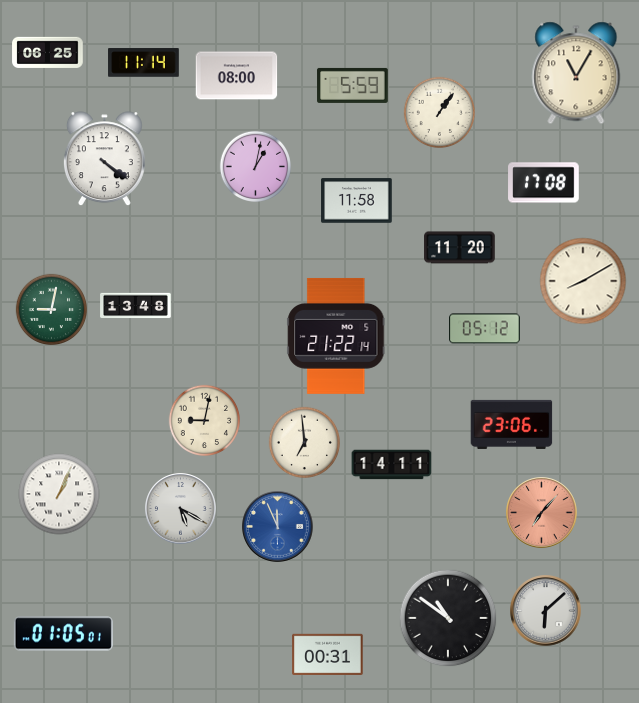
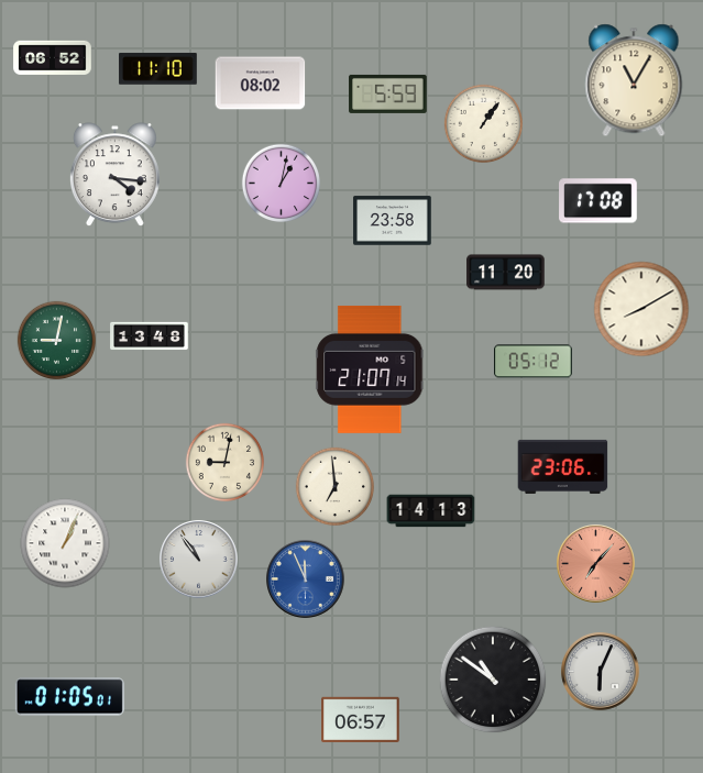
clock at (48, 53): 06:25 -> 06:52
clock at (144, 63): 11:14 -> 11:10
clock at (237, 76): 08:00 -> 08:02
clock at (104, 159): 4:21 -> 4:16
clock at (357, 201): 11:58 -> 23:58
clock at (336, 336): 21:22 -> 21:07
clock at (392, 465): 14:11 -> 14:13
clock at (181, 509): 5:20 -> 10:54
clock at (546, 611): 6:08 -> 6:04
clock at (328, 654): 00:31 -> 06:57
